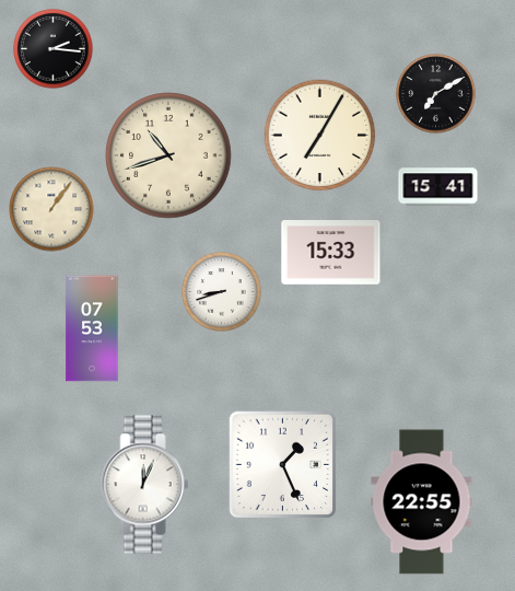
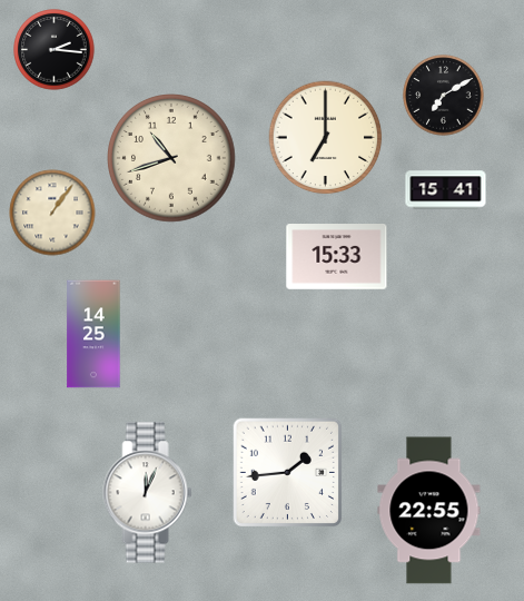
clock at (320, 136): 7:05 -> 7:00
clock at (222, 292): 8:42 -> none
clock at (92, 328): 07:53 -> 14:25
clock at (283, 465): 1:26 -> 1:44
